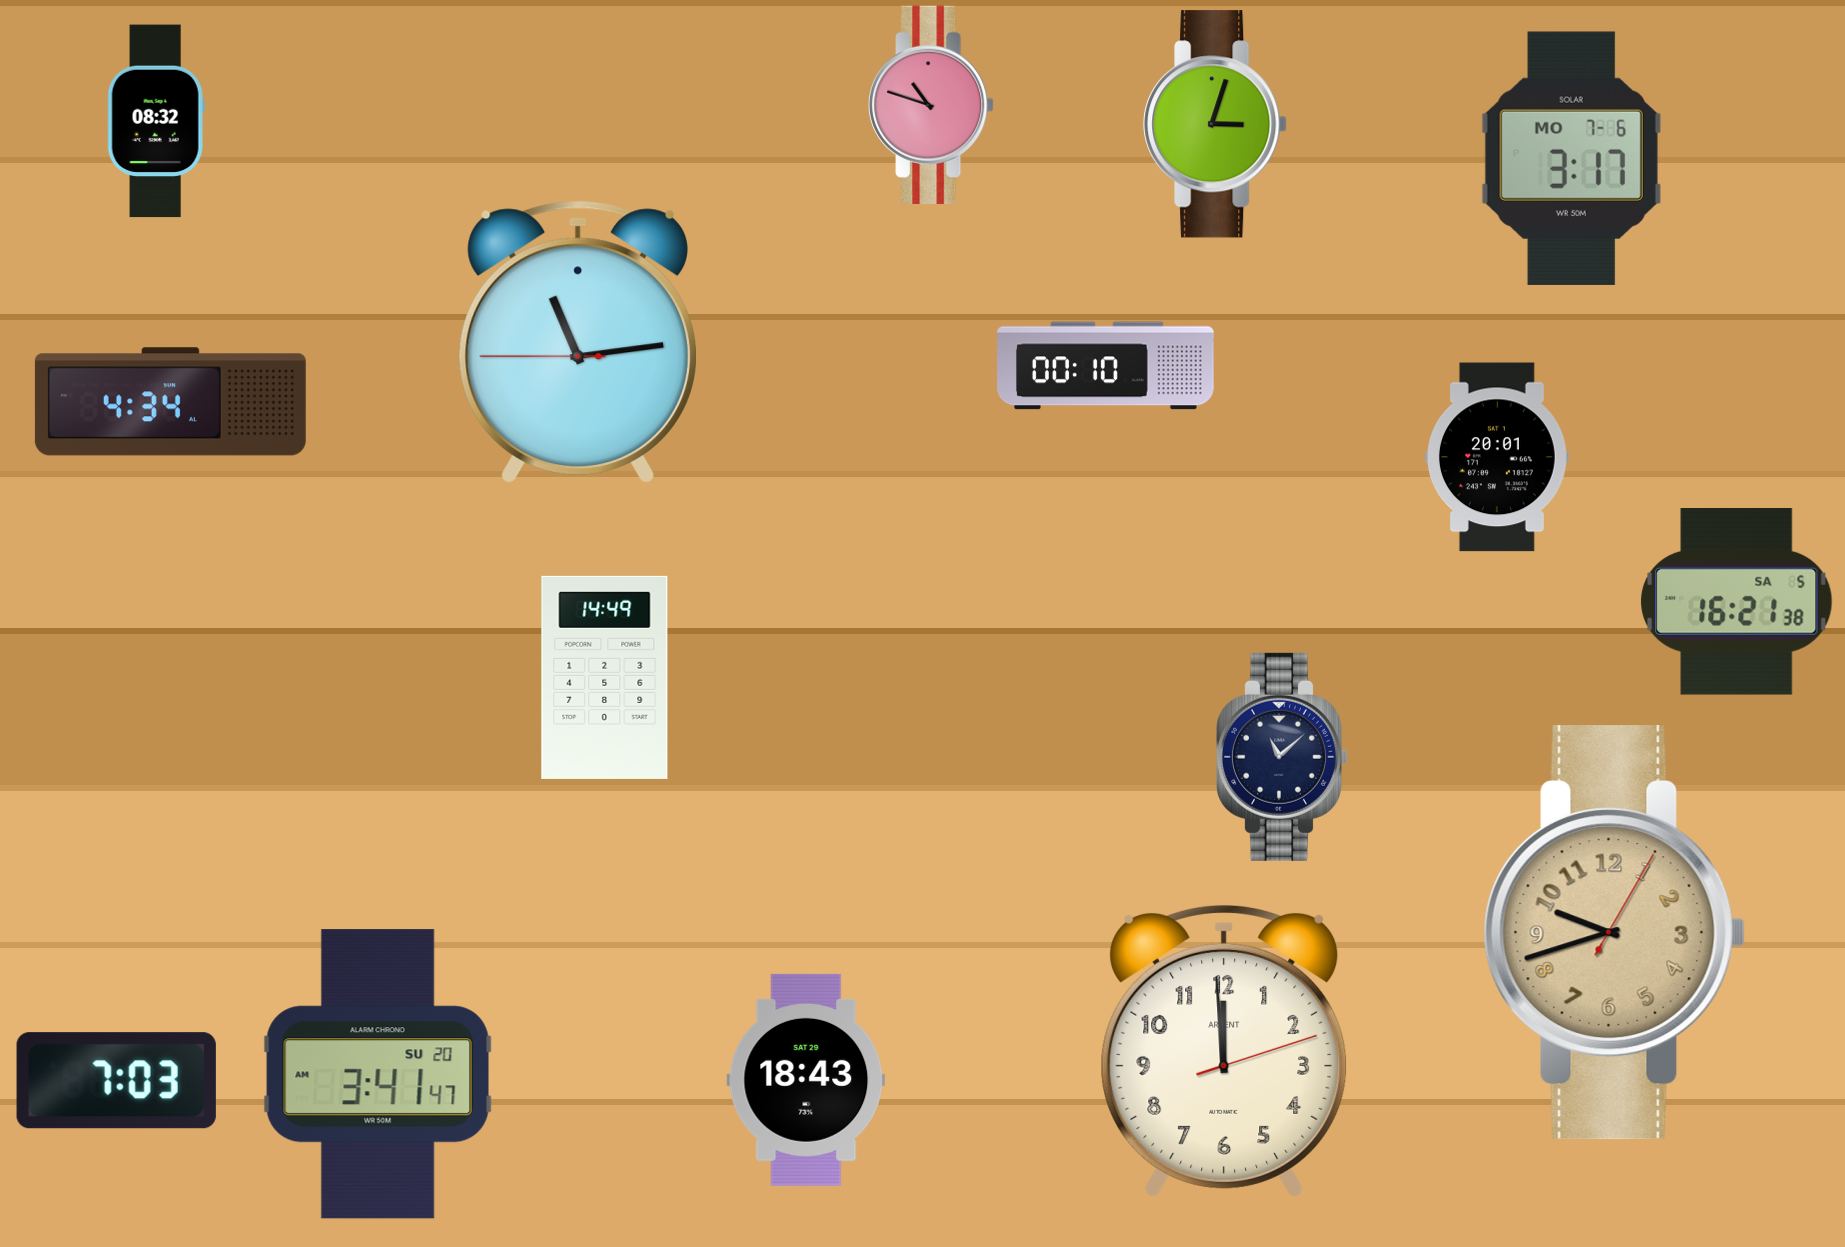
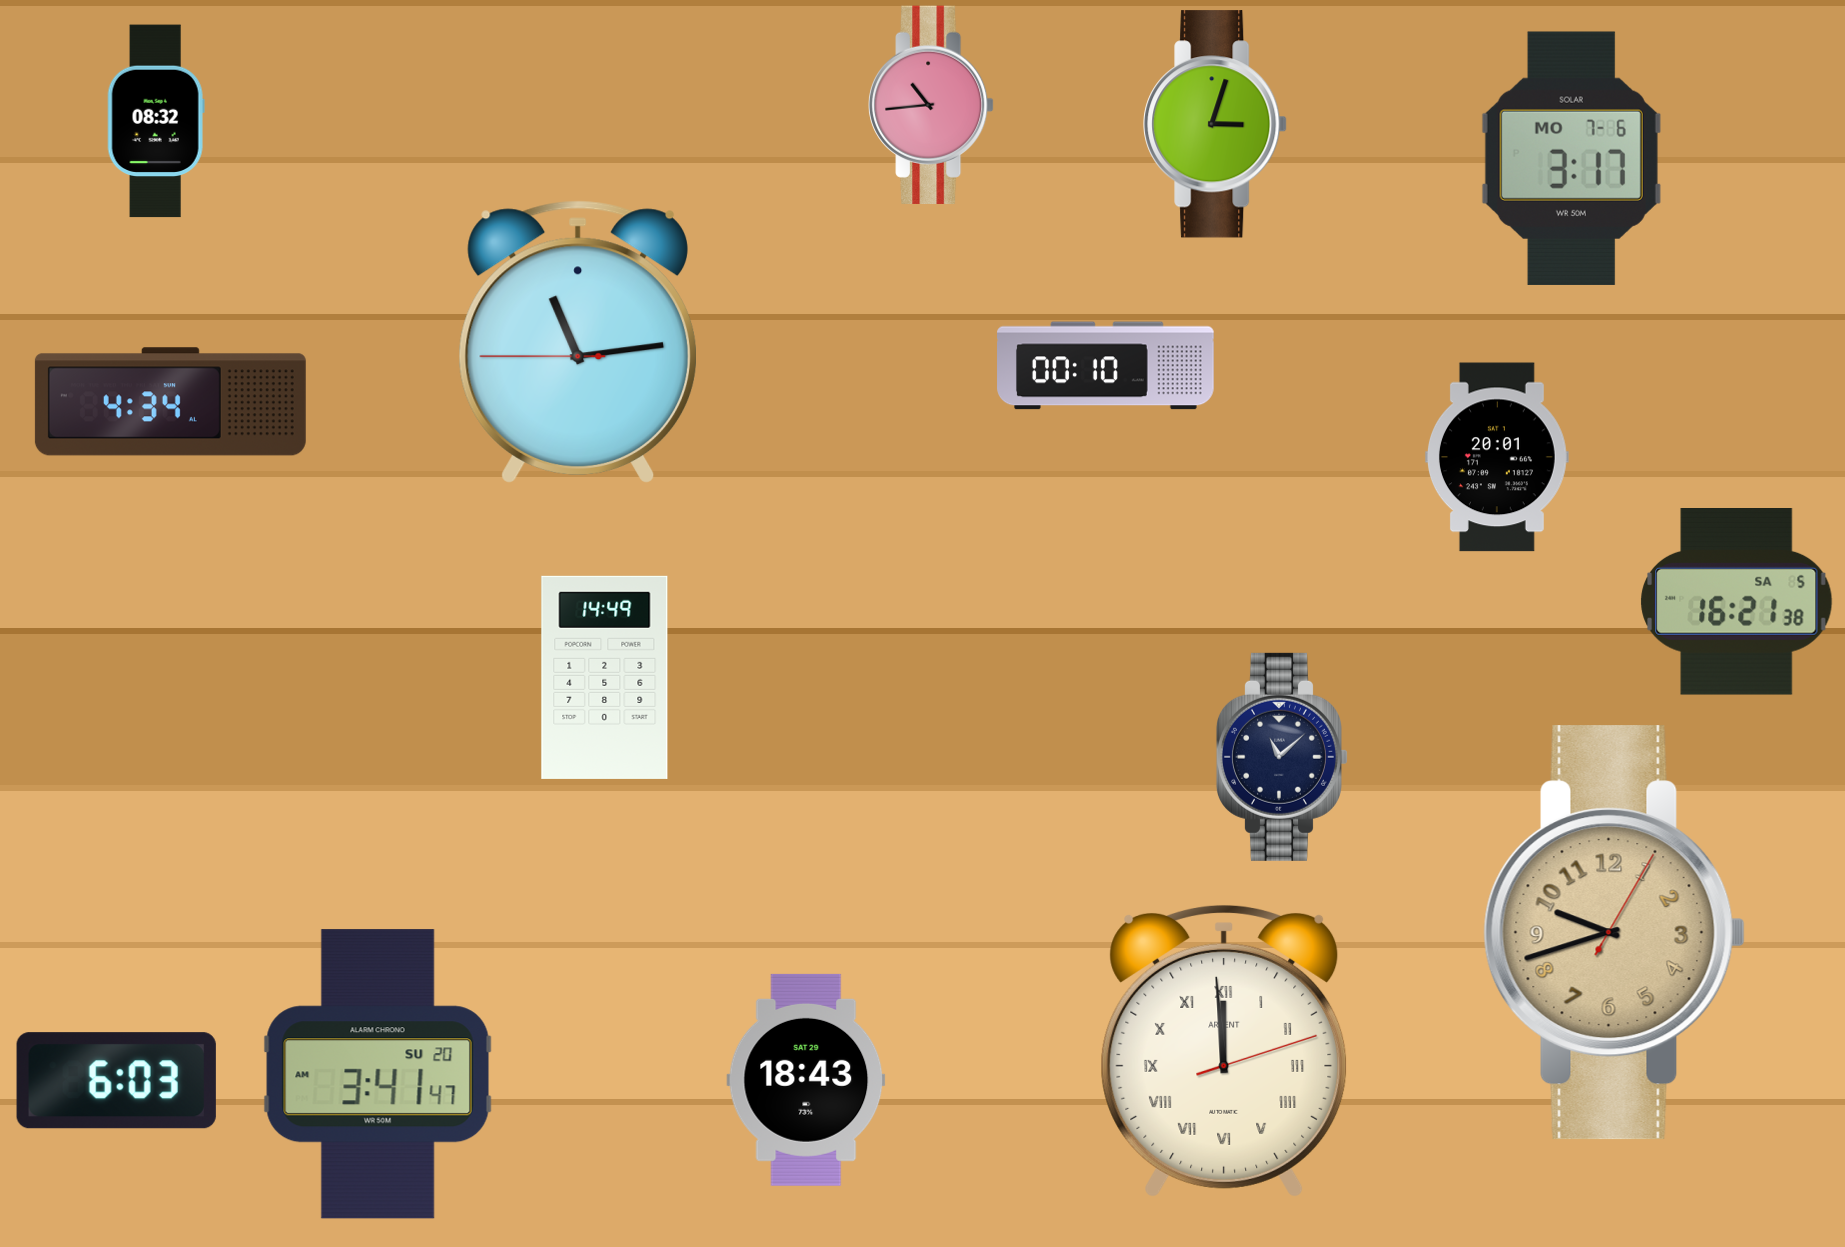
clock at (932, 105): 10:48 -> 10:44
clock at (1224, 1051) numerals: Arabic -> Roman
clock at (116, 1081): 7:03 -> 6:03
